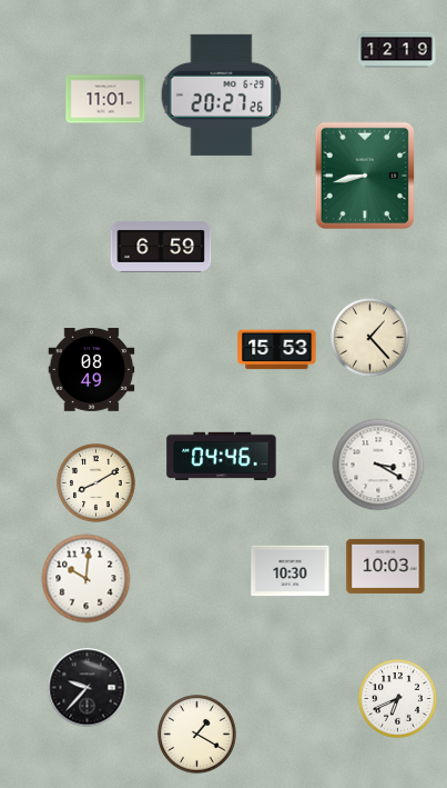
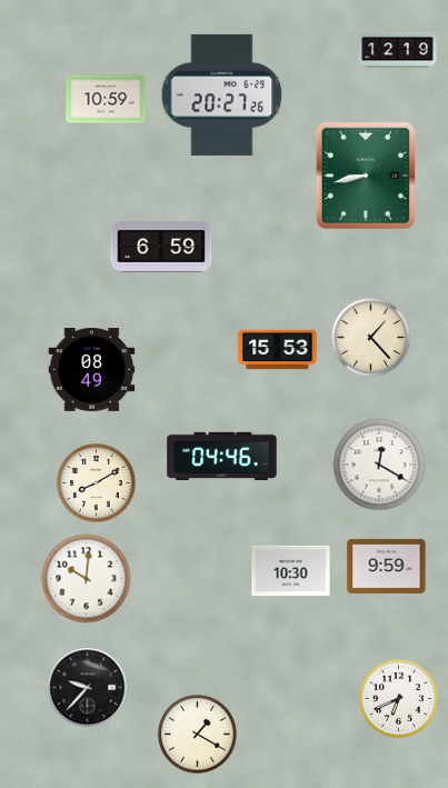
clock at (105, 99): 11:01 -> 10:59
clock at (378, 465): 3:20 -> 12:20
clock at (386, 566): 10:03 -> 9:59
